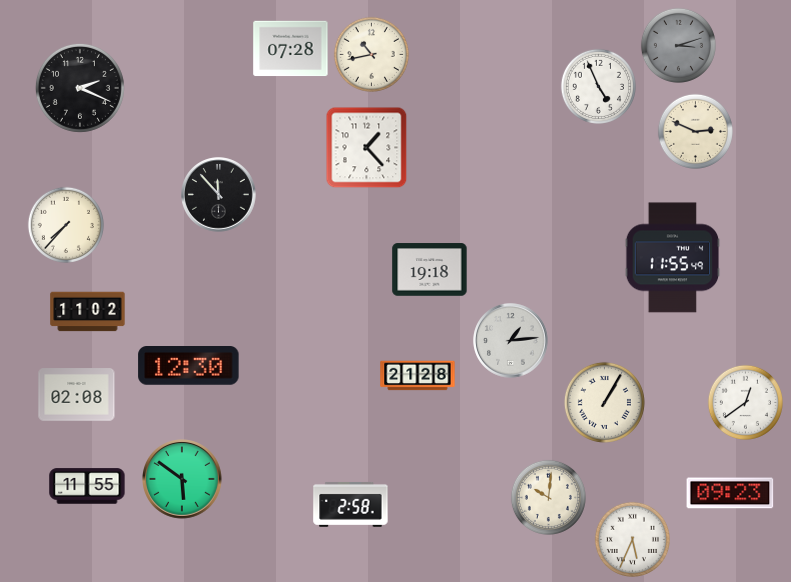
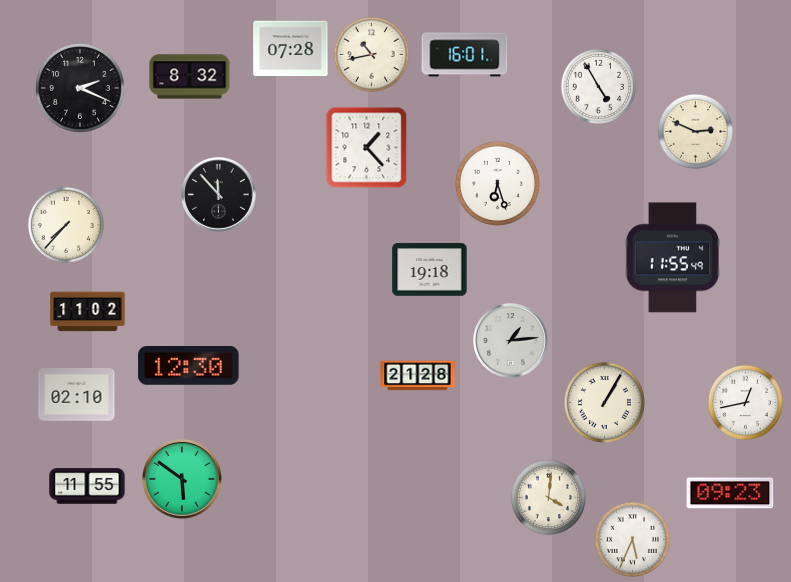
clock at (678, 45): 3:12 -> none
clock at (465, 55): none -> 16:01
clock at (190, 77): none -> 8:32
clock at (598, 86): 4:56 -> 4:55
clock at (497, 183): none -> 6:27
clock at (77, 395): 02:08 -> 02:10
clock at (745, 402): 12:39 -> 12:43
clock at (548, 497): 10:01 -> 4:01
clock at (351, 505): 2:58 -> none
